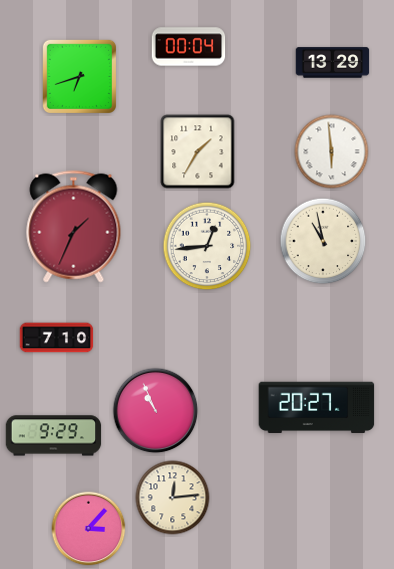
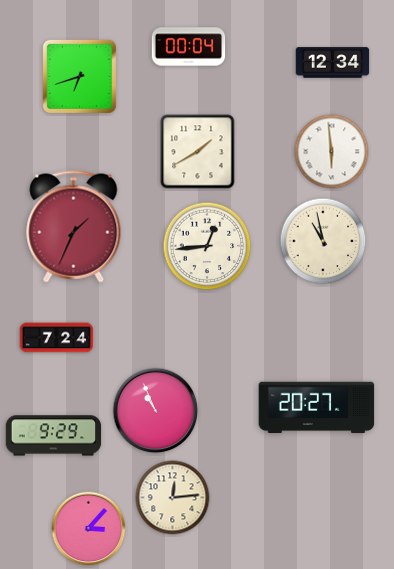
clock at (333, 63): 13:29 -> 12:34
clock at (198, 152): 1:35 -> 1:40
clock at (57, 338): 7:10 -> 7:24
